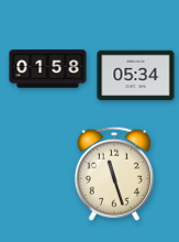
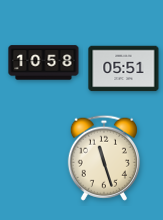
clock at (48, 69): 01:58 -> 10:58
clock at (136, 76): 05:34 -> 05:51
